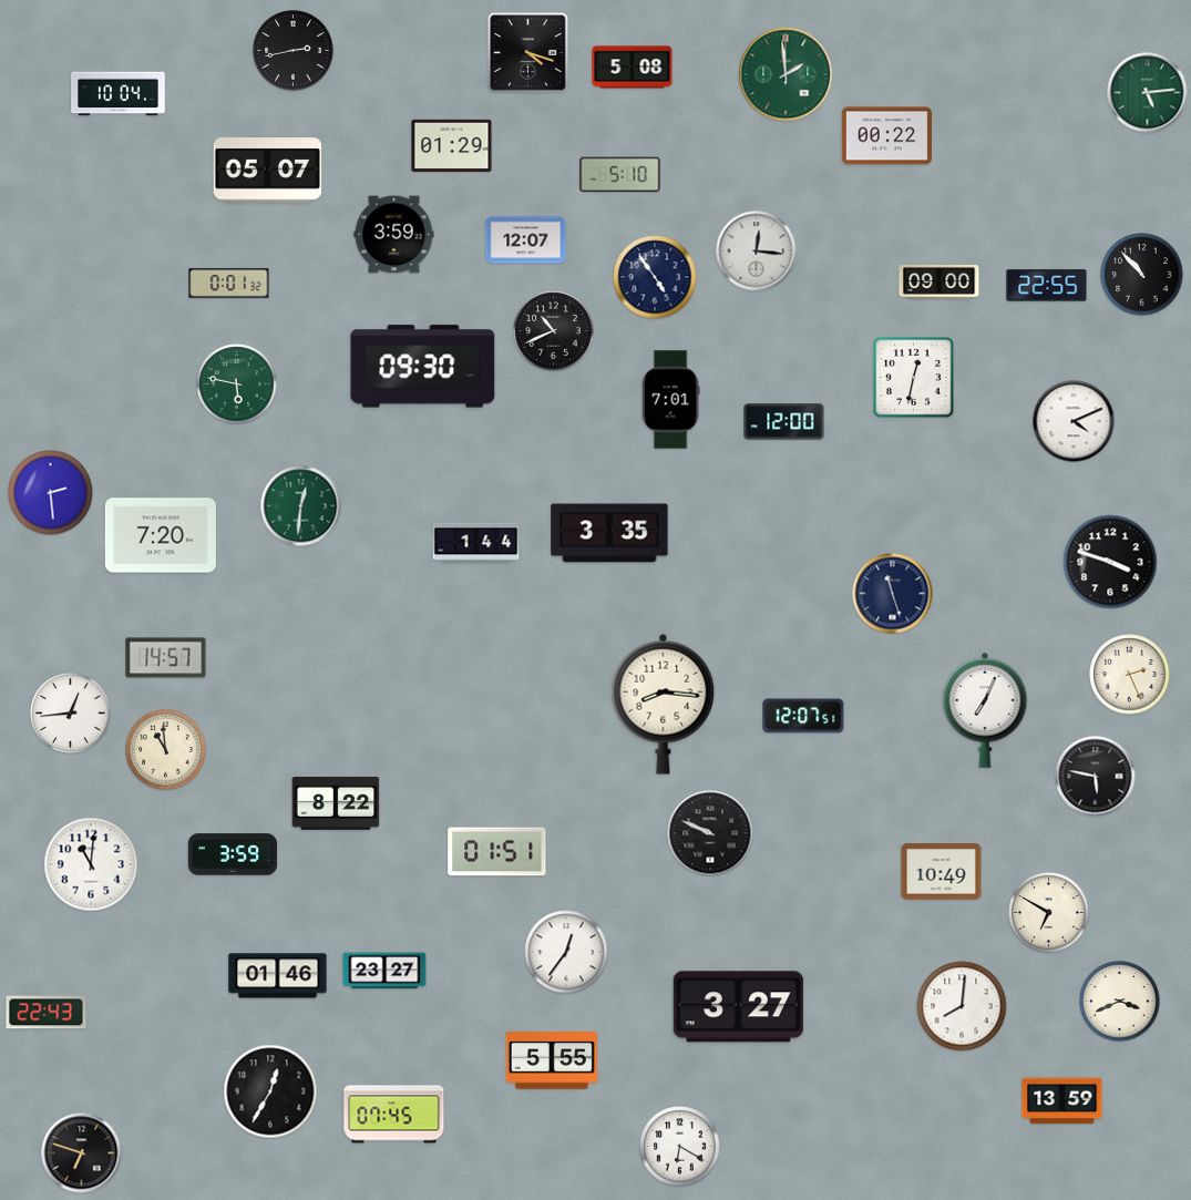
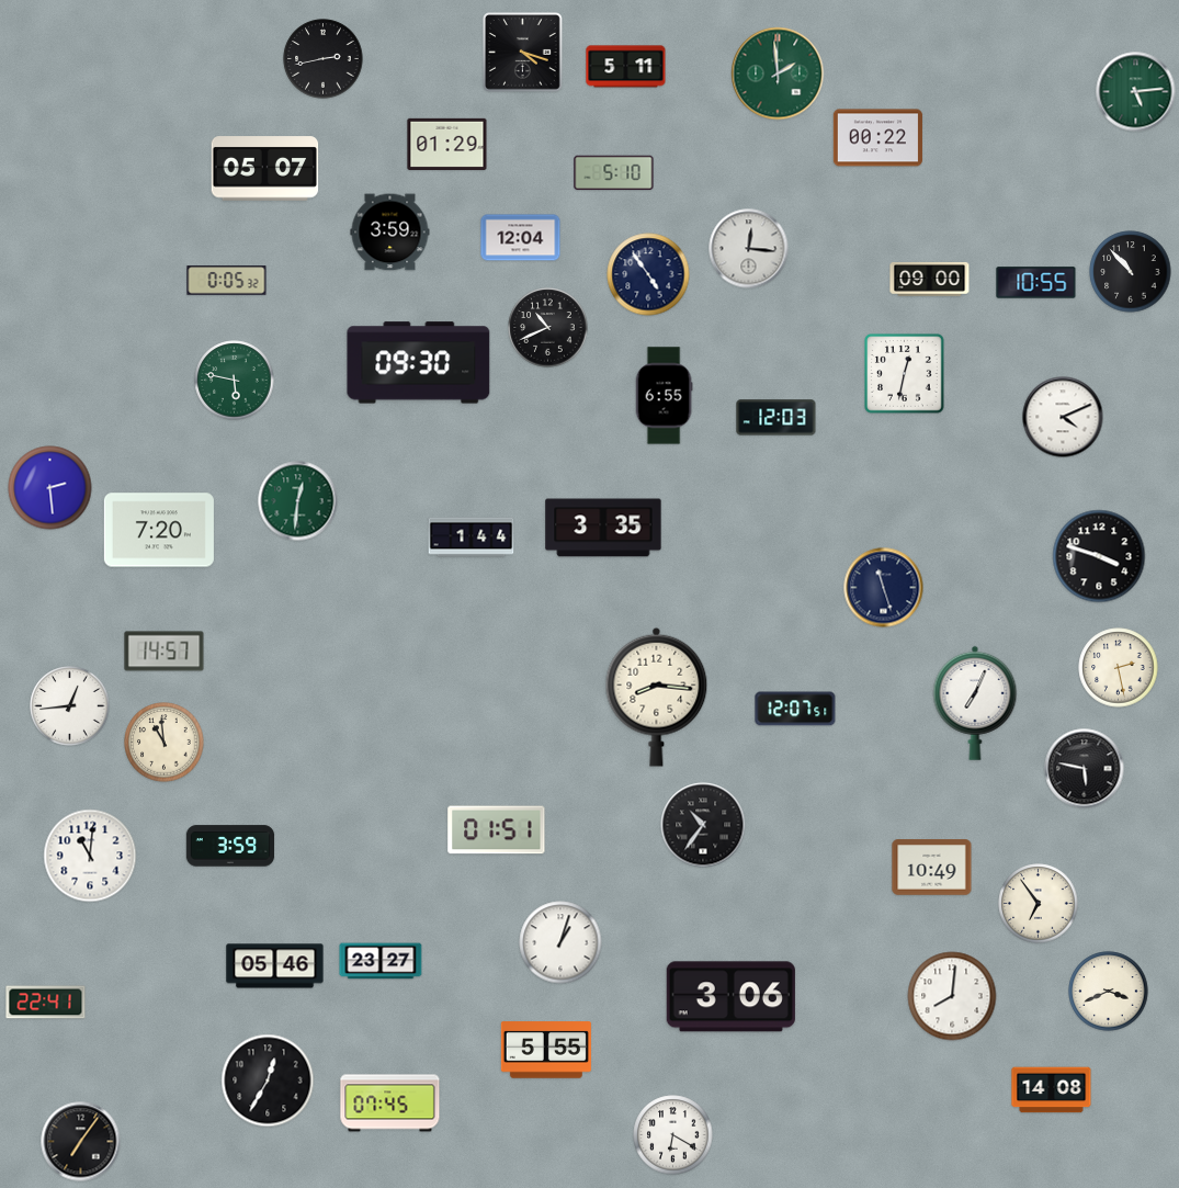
clock at (294, 51) position: (294, 51) -> (324, 59)
clock at (633, 68): 5:08 -> 5:11
clock at (119, 94): 10:04 -> none
clock at (886, 136) position: (886, 136) -> (877, 138)
clock at (526, 240): 12:07 -> 12:04
clock at (229, 284): 0:01 -> 0:05
clock at (1047, 286): 22:55 -> 10:55
clock at (670, 400): 7:01 -> 6:55
clock at (784, 422): 12:00 -> 12:03
clock at (1130, 675): 2:26 -> 2:28
clock at (336, 804): 8:22 -> none
clock at (710, 833): 9:49 -> 10:36
clock at (497, 852) position: (497, 852) -> (497, 830)
clock at (942, 872) position: (942, 872) -> (932, 868)
clock at (1049, 913): 6:50 -> 6:54
clock at (566, 952): 12:36 -> 1:03
clock at (278, 976): 01:46 -> 05:46
clock at (738, 1007): 3:27 -> 3:06
clock at (47, 1013): 22:43 -> 22:41
clock at (1062, 1101): 13:59 -> 14:08
clock at (82, 1153): 6:48 -> 7:06
